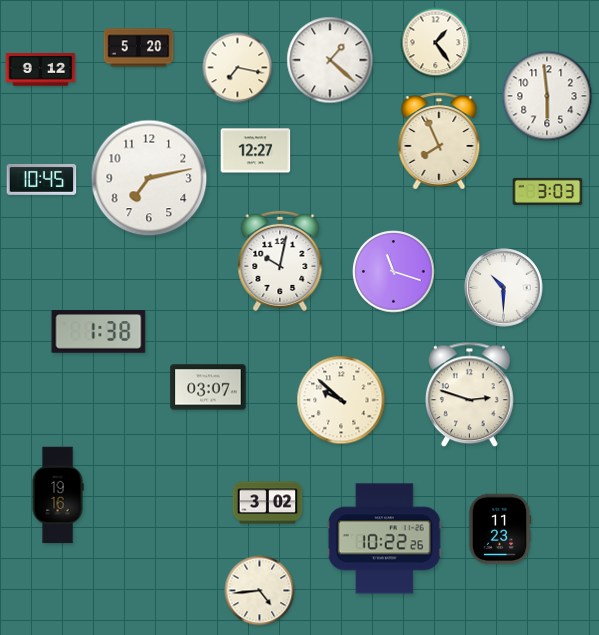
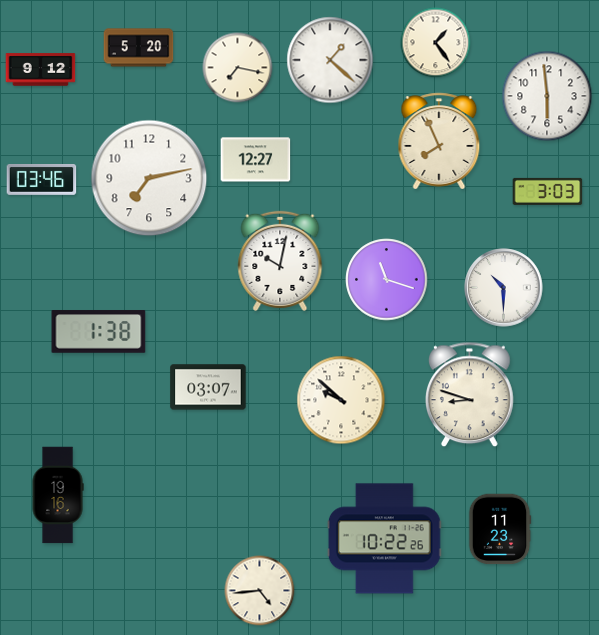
clock at (256, 151) position: (256, 151) -> (256, 160)
clock at (42, 180): 10:45 -> 03:46
clock at (394, 272) position: (394, 272) -> (387, 280)
clock at (470, 395): 2:48 -> 8:48
clock at (268, 503): 3:02 -> none
